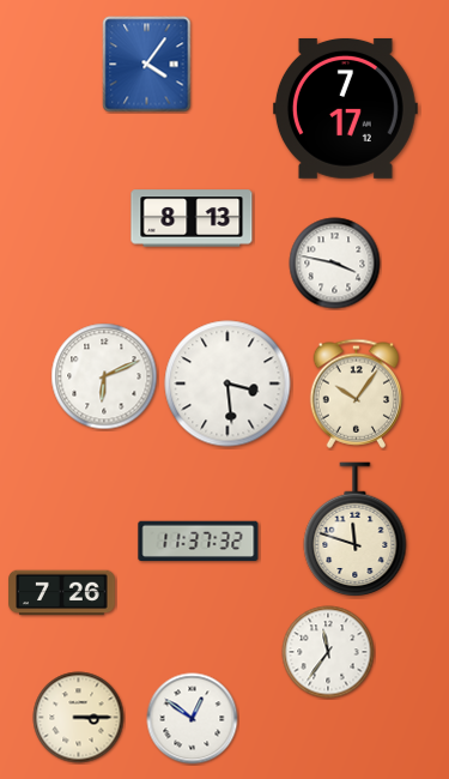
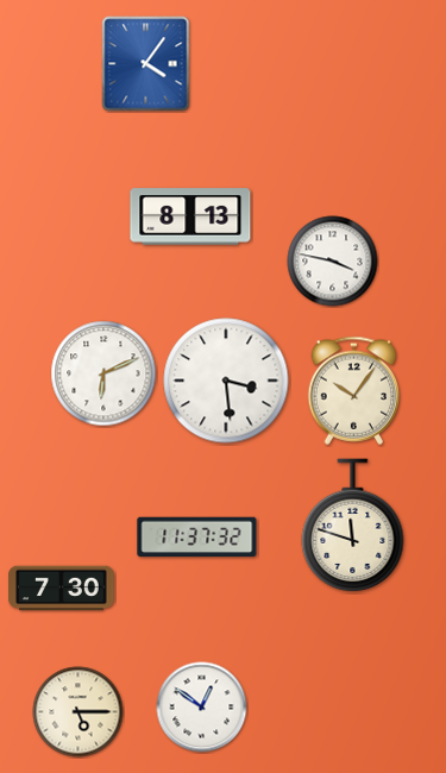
clock at (345, 108): 7:17 -> none
clock at (62, 593): 7:26 -> 7:30
clock at (328, 652): 11:36 -> none
clock at (79, 718): 3:15 -> 5:15
clock at (193, 719) position: (193, 719) -> (202, 708)
